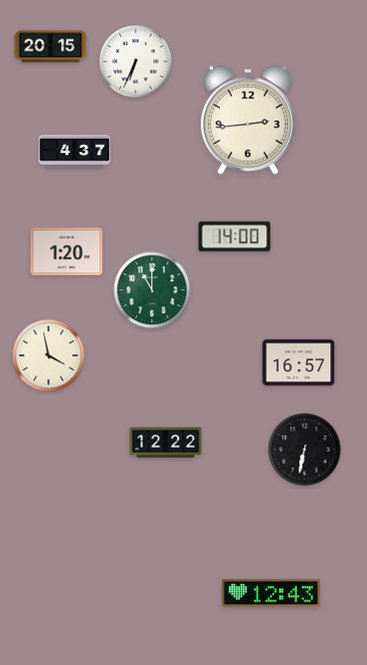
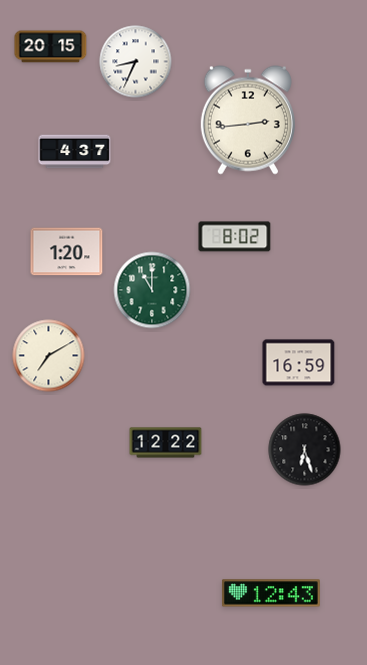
clock at (136, 62): 6:34 -> 8:34
clock at (235, 237): 14:00 -> 8:02
clock at (49, 356): 3:58 -> 7:10
clock at (299, 363): 16:57 -> 16:59
clock at (305, 450): 6:32 -> 6:27
